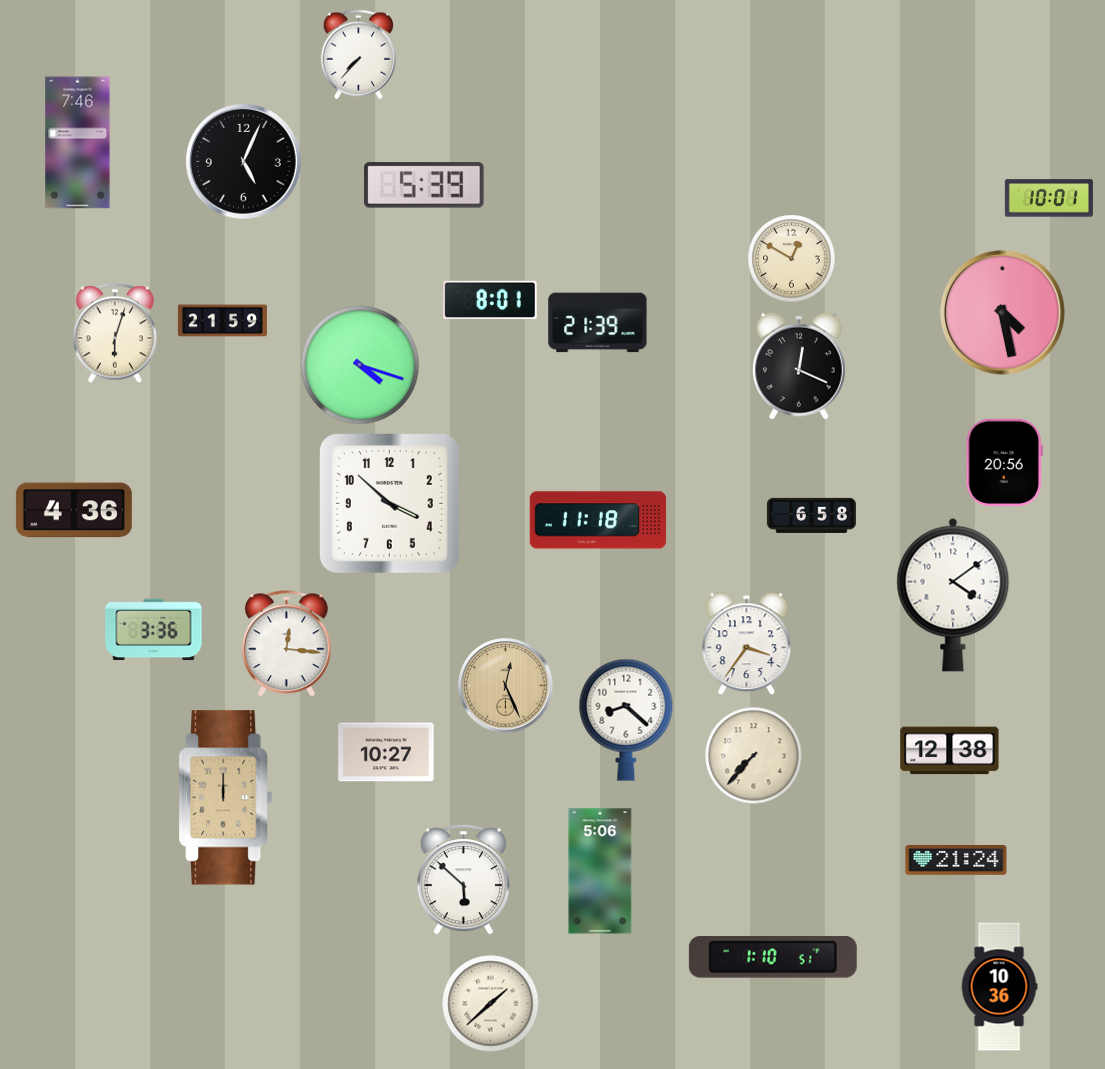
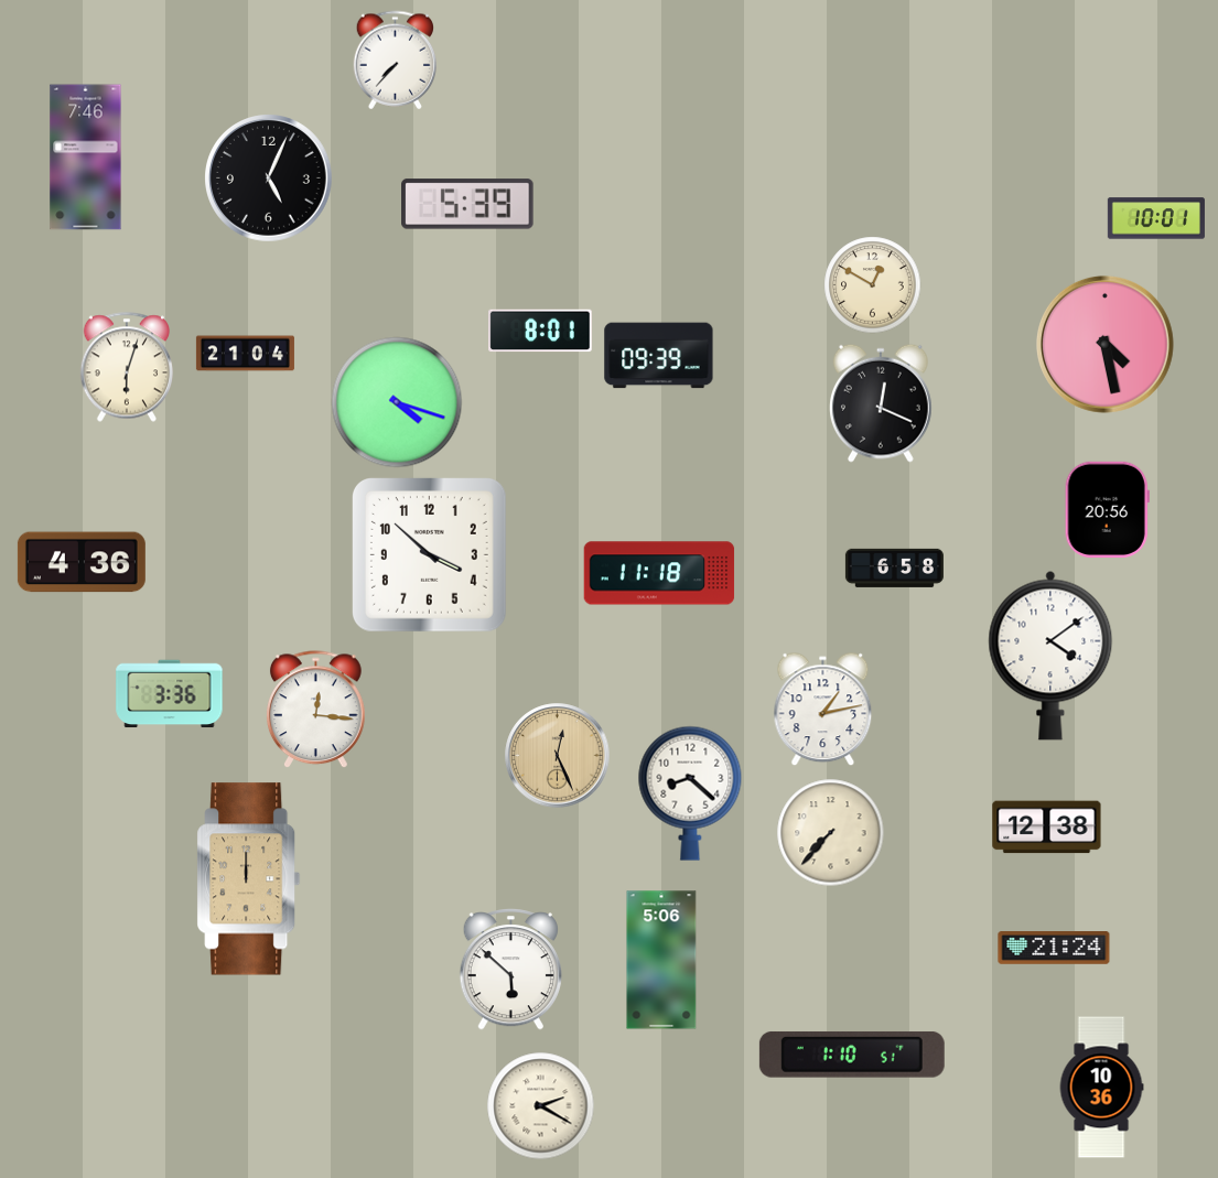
clock at (222, 321): 21:59 -> 21:04
clock at (598, 323): 21:39 -> 09:39
clock at (747, 644): 3:36 -> 1:13
clock at (386, 752): 10:27 -> none
clock at (491, 1004): 1:38 -> 2:20
